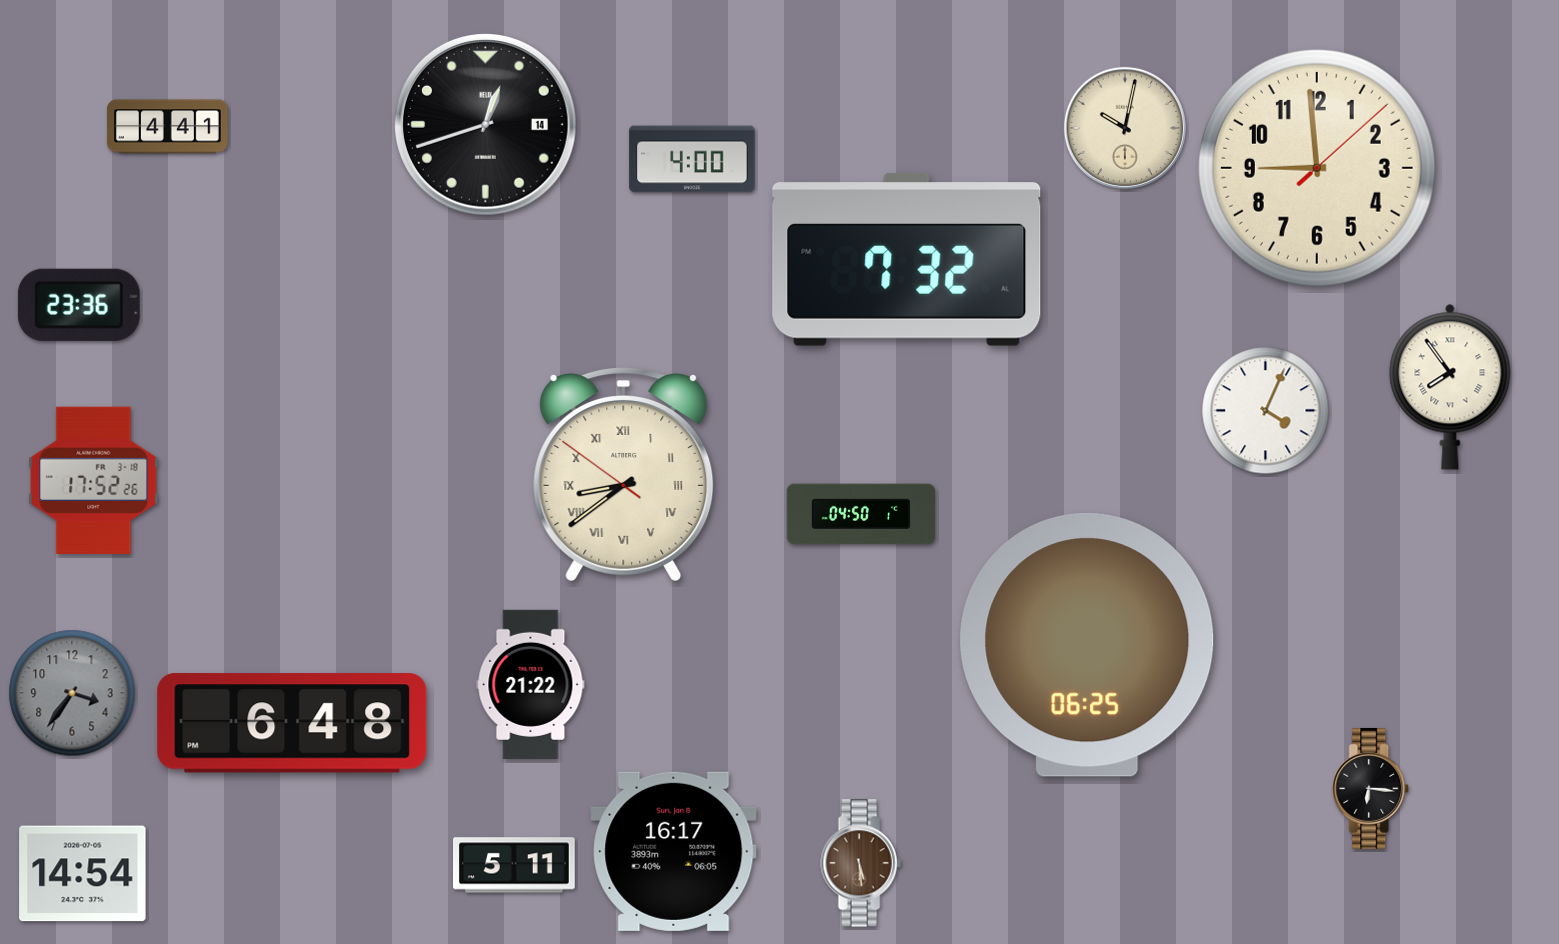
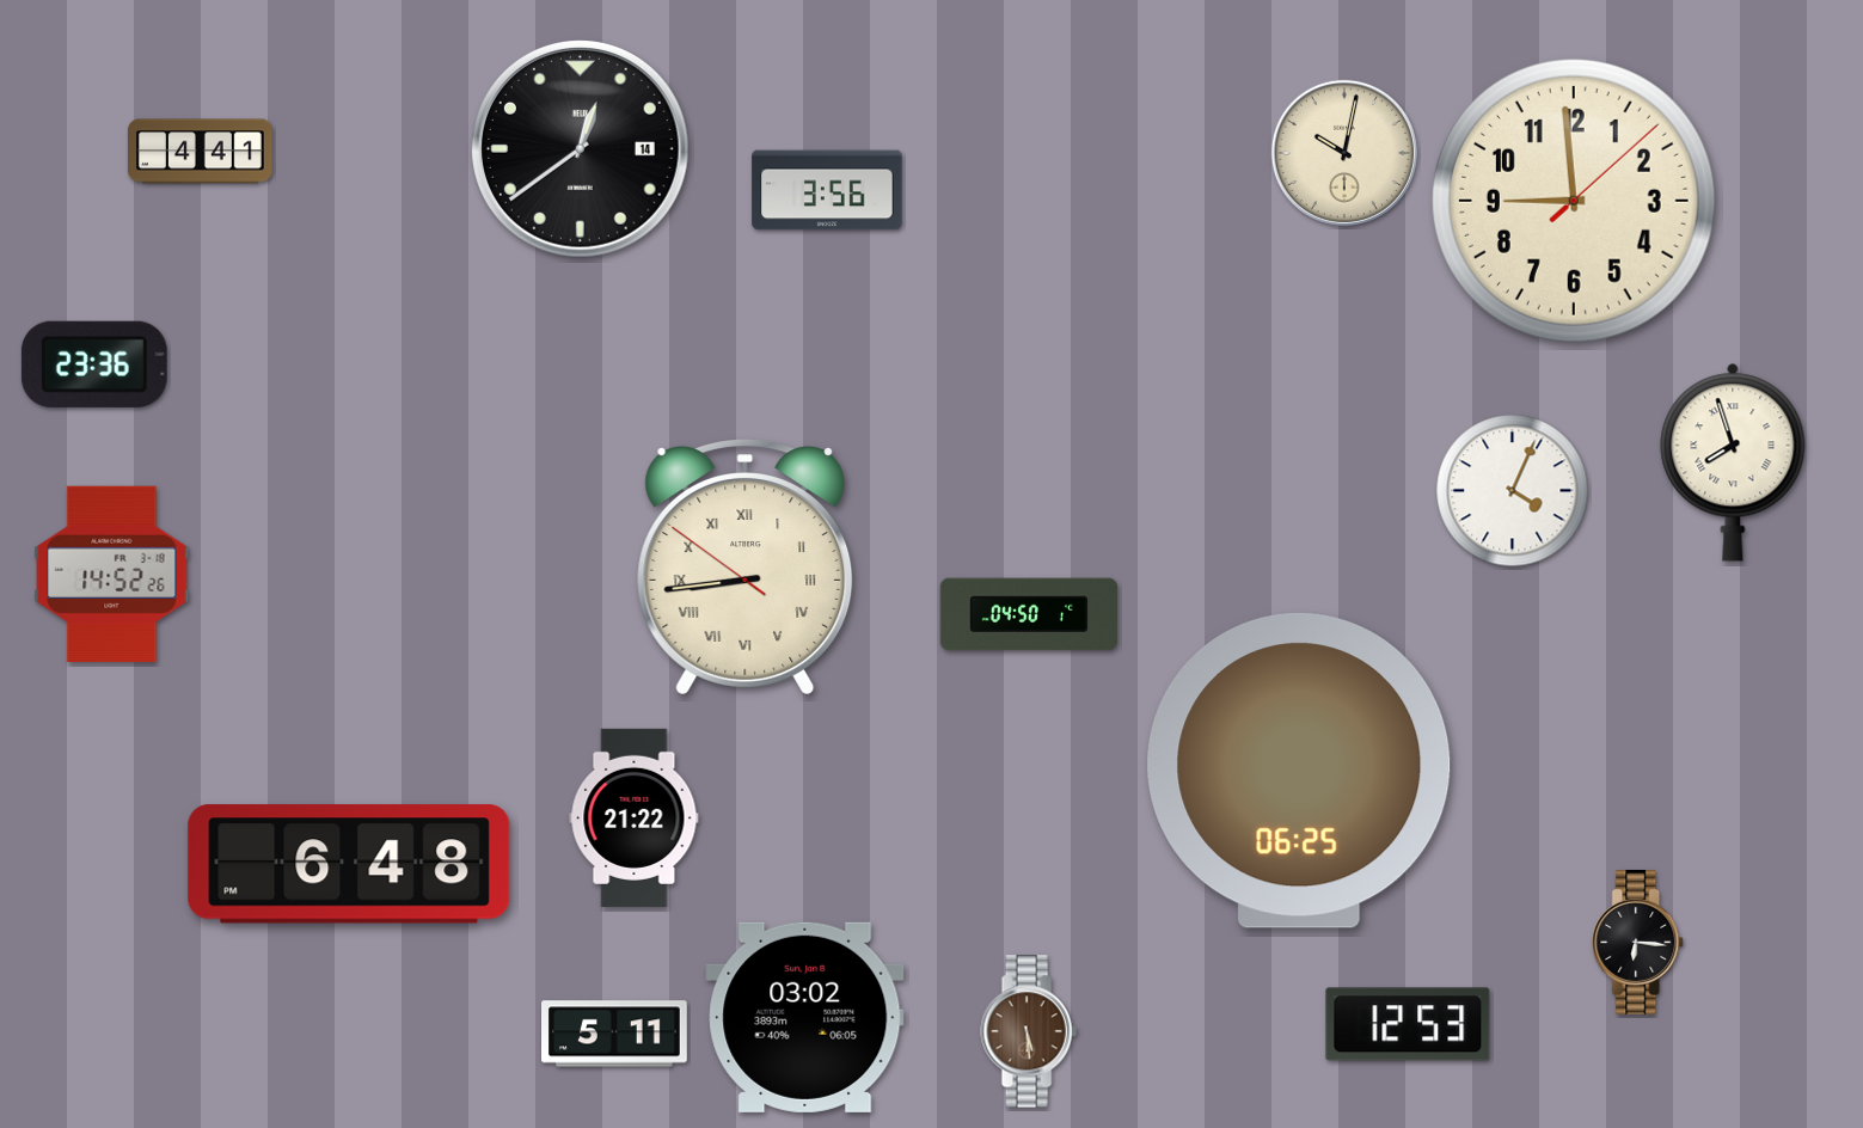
clock at (486, 125): 12:42 -> 12:39
clock at (692, 159): 4:00 -> 3:56
clock at (907, 259): 7:32 -> none
clock at (1450, 387): 7:54 -> 7:57
clock at (624, 475): 8:38 -> 8:43
clock at (94, 480): 17:52 -> 14:52
clock at (72, 693): 3:36 -> none
clock at (674, 851): 16:17 -> 03:02
clock at (1408, 1024): none -> 12:53
clock at (83, 874): 14:54 -> none
